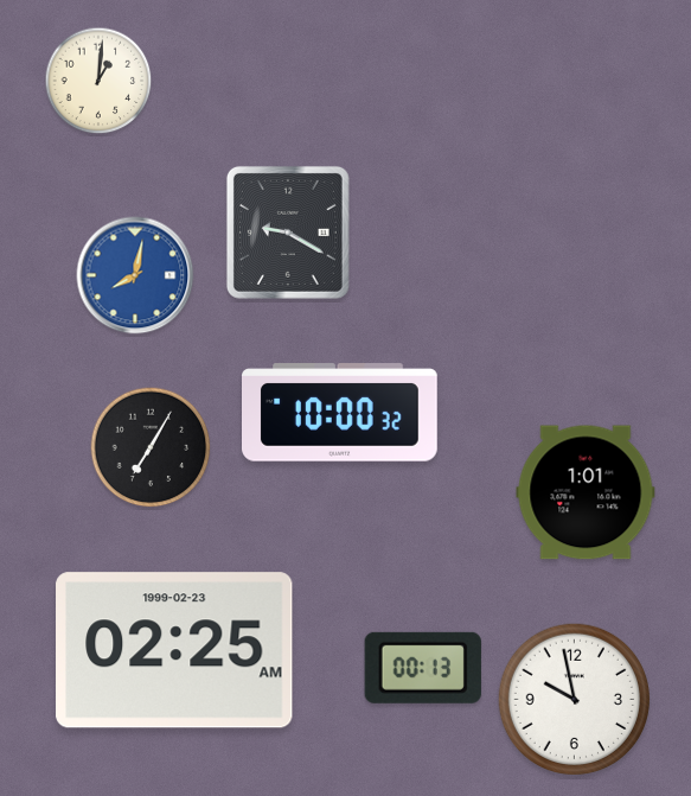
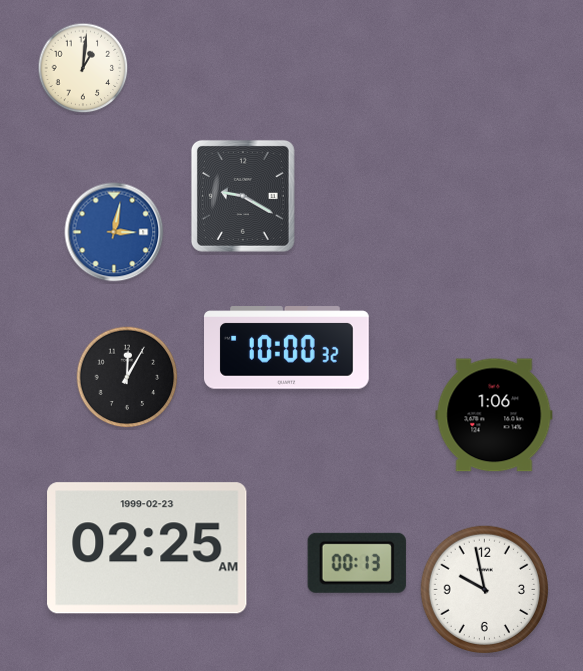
clock at (135, 275): 8:02 -> 3:02
clock at (151, 447): 7:05 -> 12:05
clock at (586, 492): 1:01 -> 1:06
